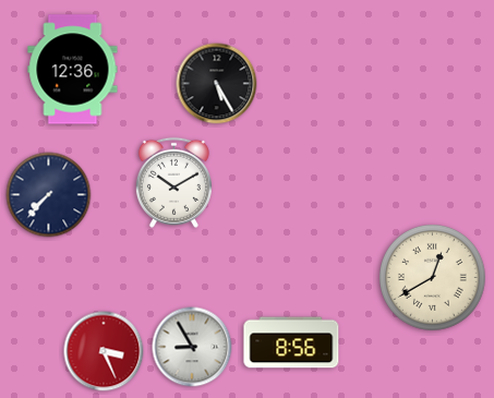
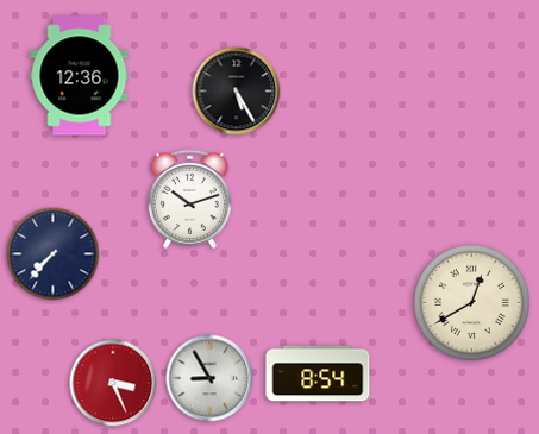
clock at (173, 182): 10:10 -> 10:12
clock at (49, 195) position: (49, 195) -> (54, 254)
clock at (291, 342): 8:56 -> 8:54
